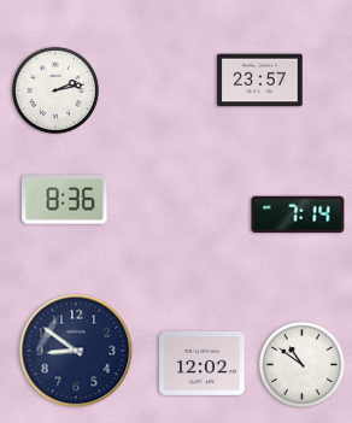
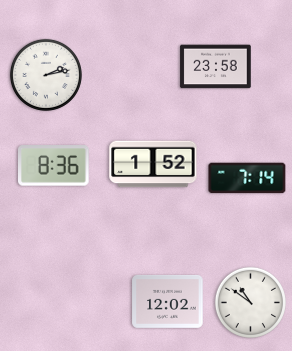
clock at (260, 81): 23:57 -> 23:58
clock at (153, 164): none -> 1:52
clock at (76, 351): 8:51 -> none
